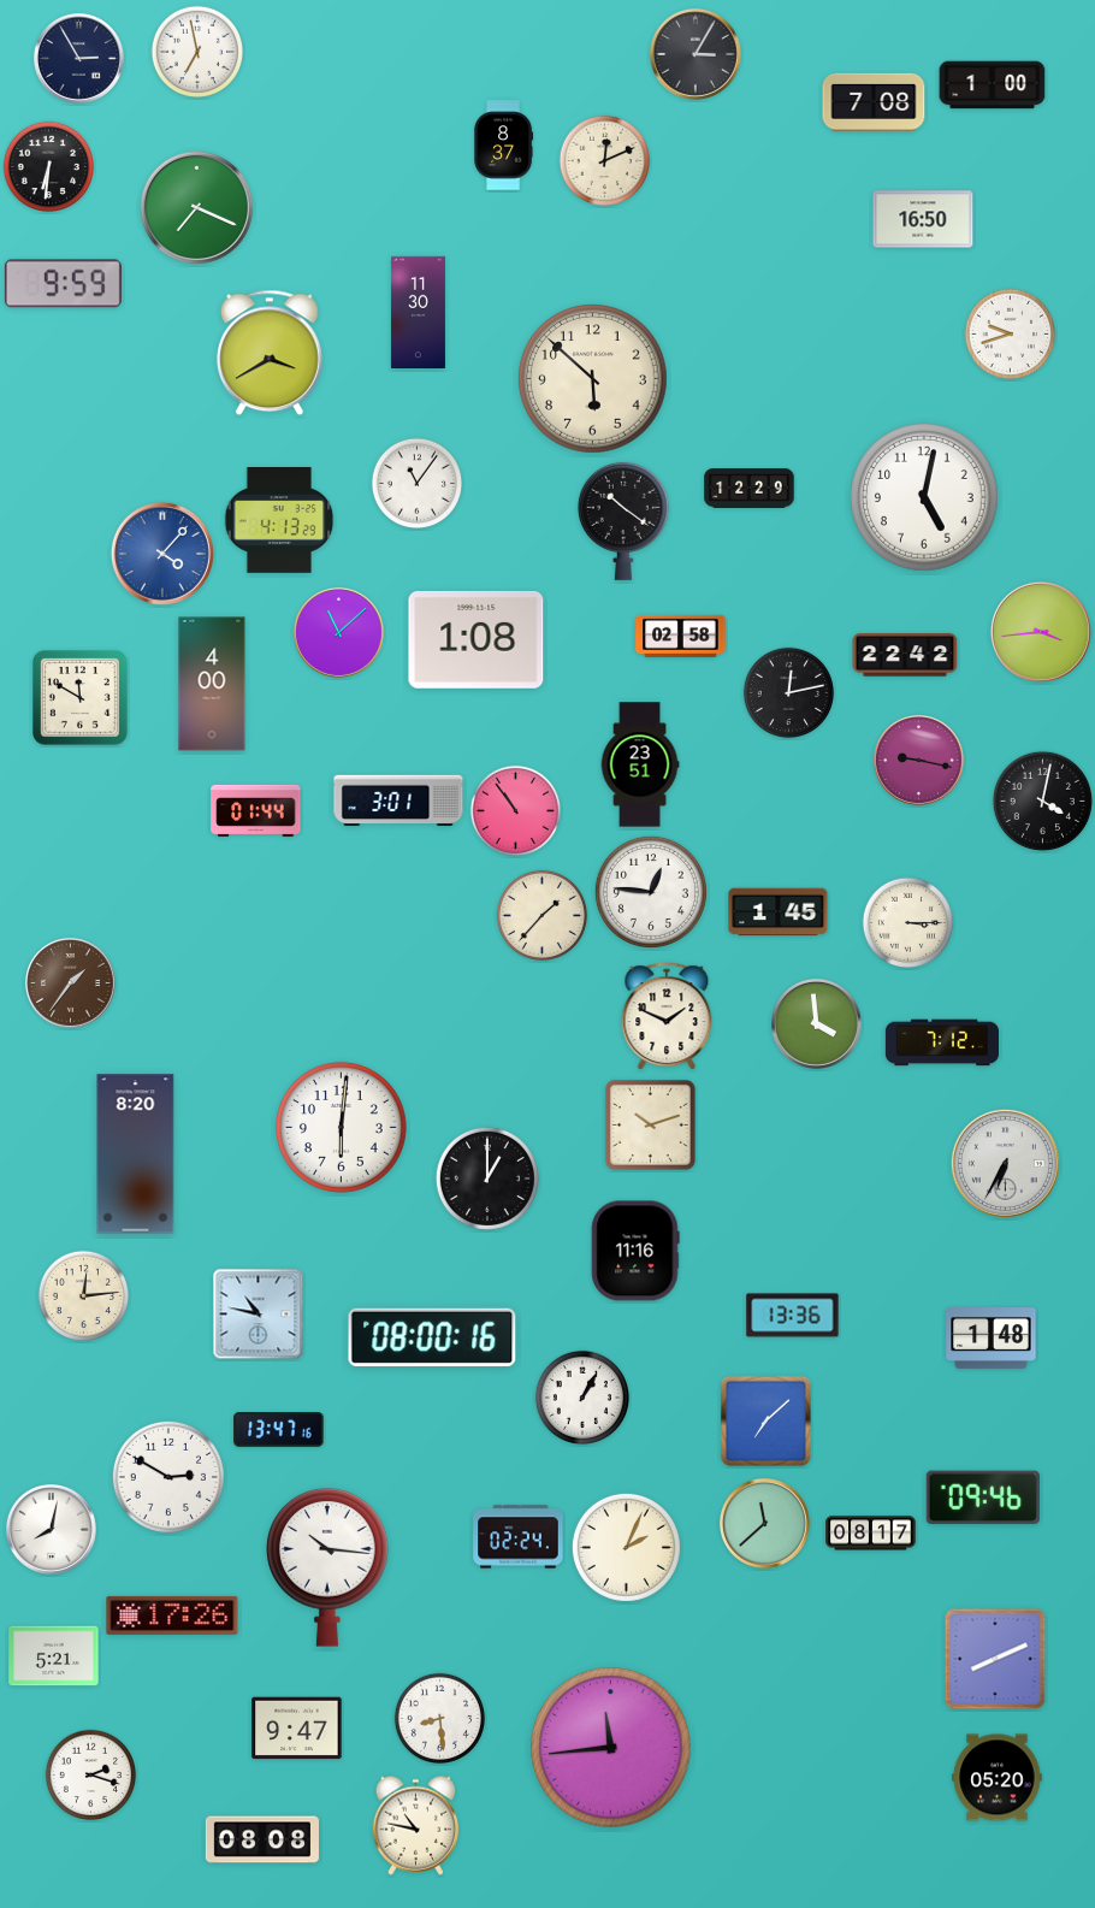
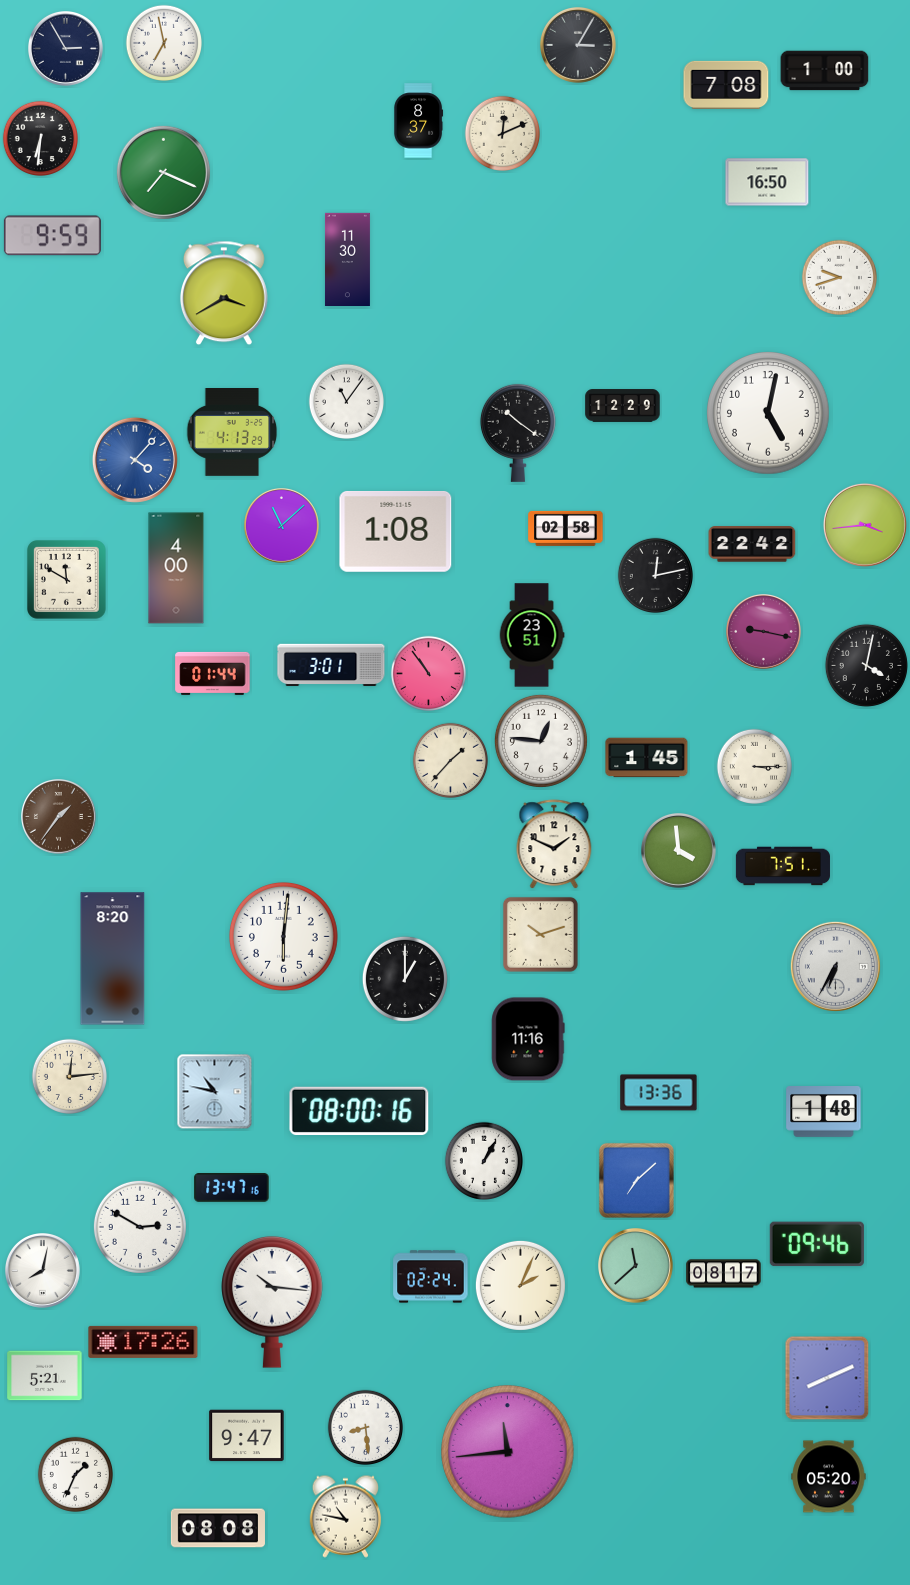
clock at (593, 379): 5:52 -> none
clock at (942, 1042): 7:12 -> 7:51
clock at (90, 1774): 2:18 -> 1:34
